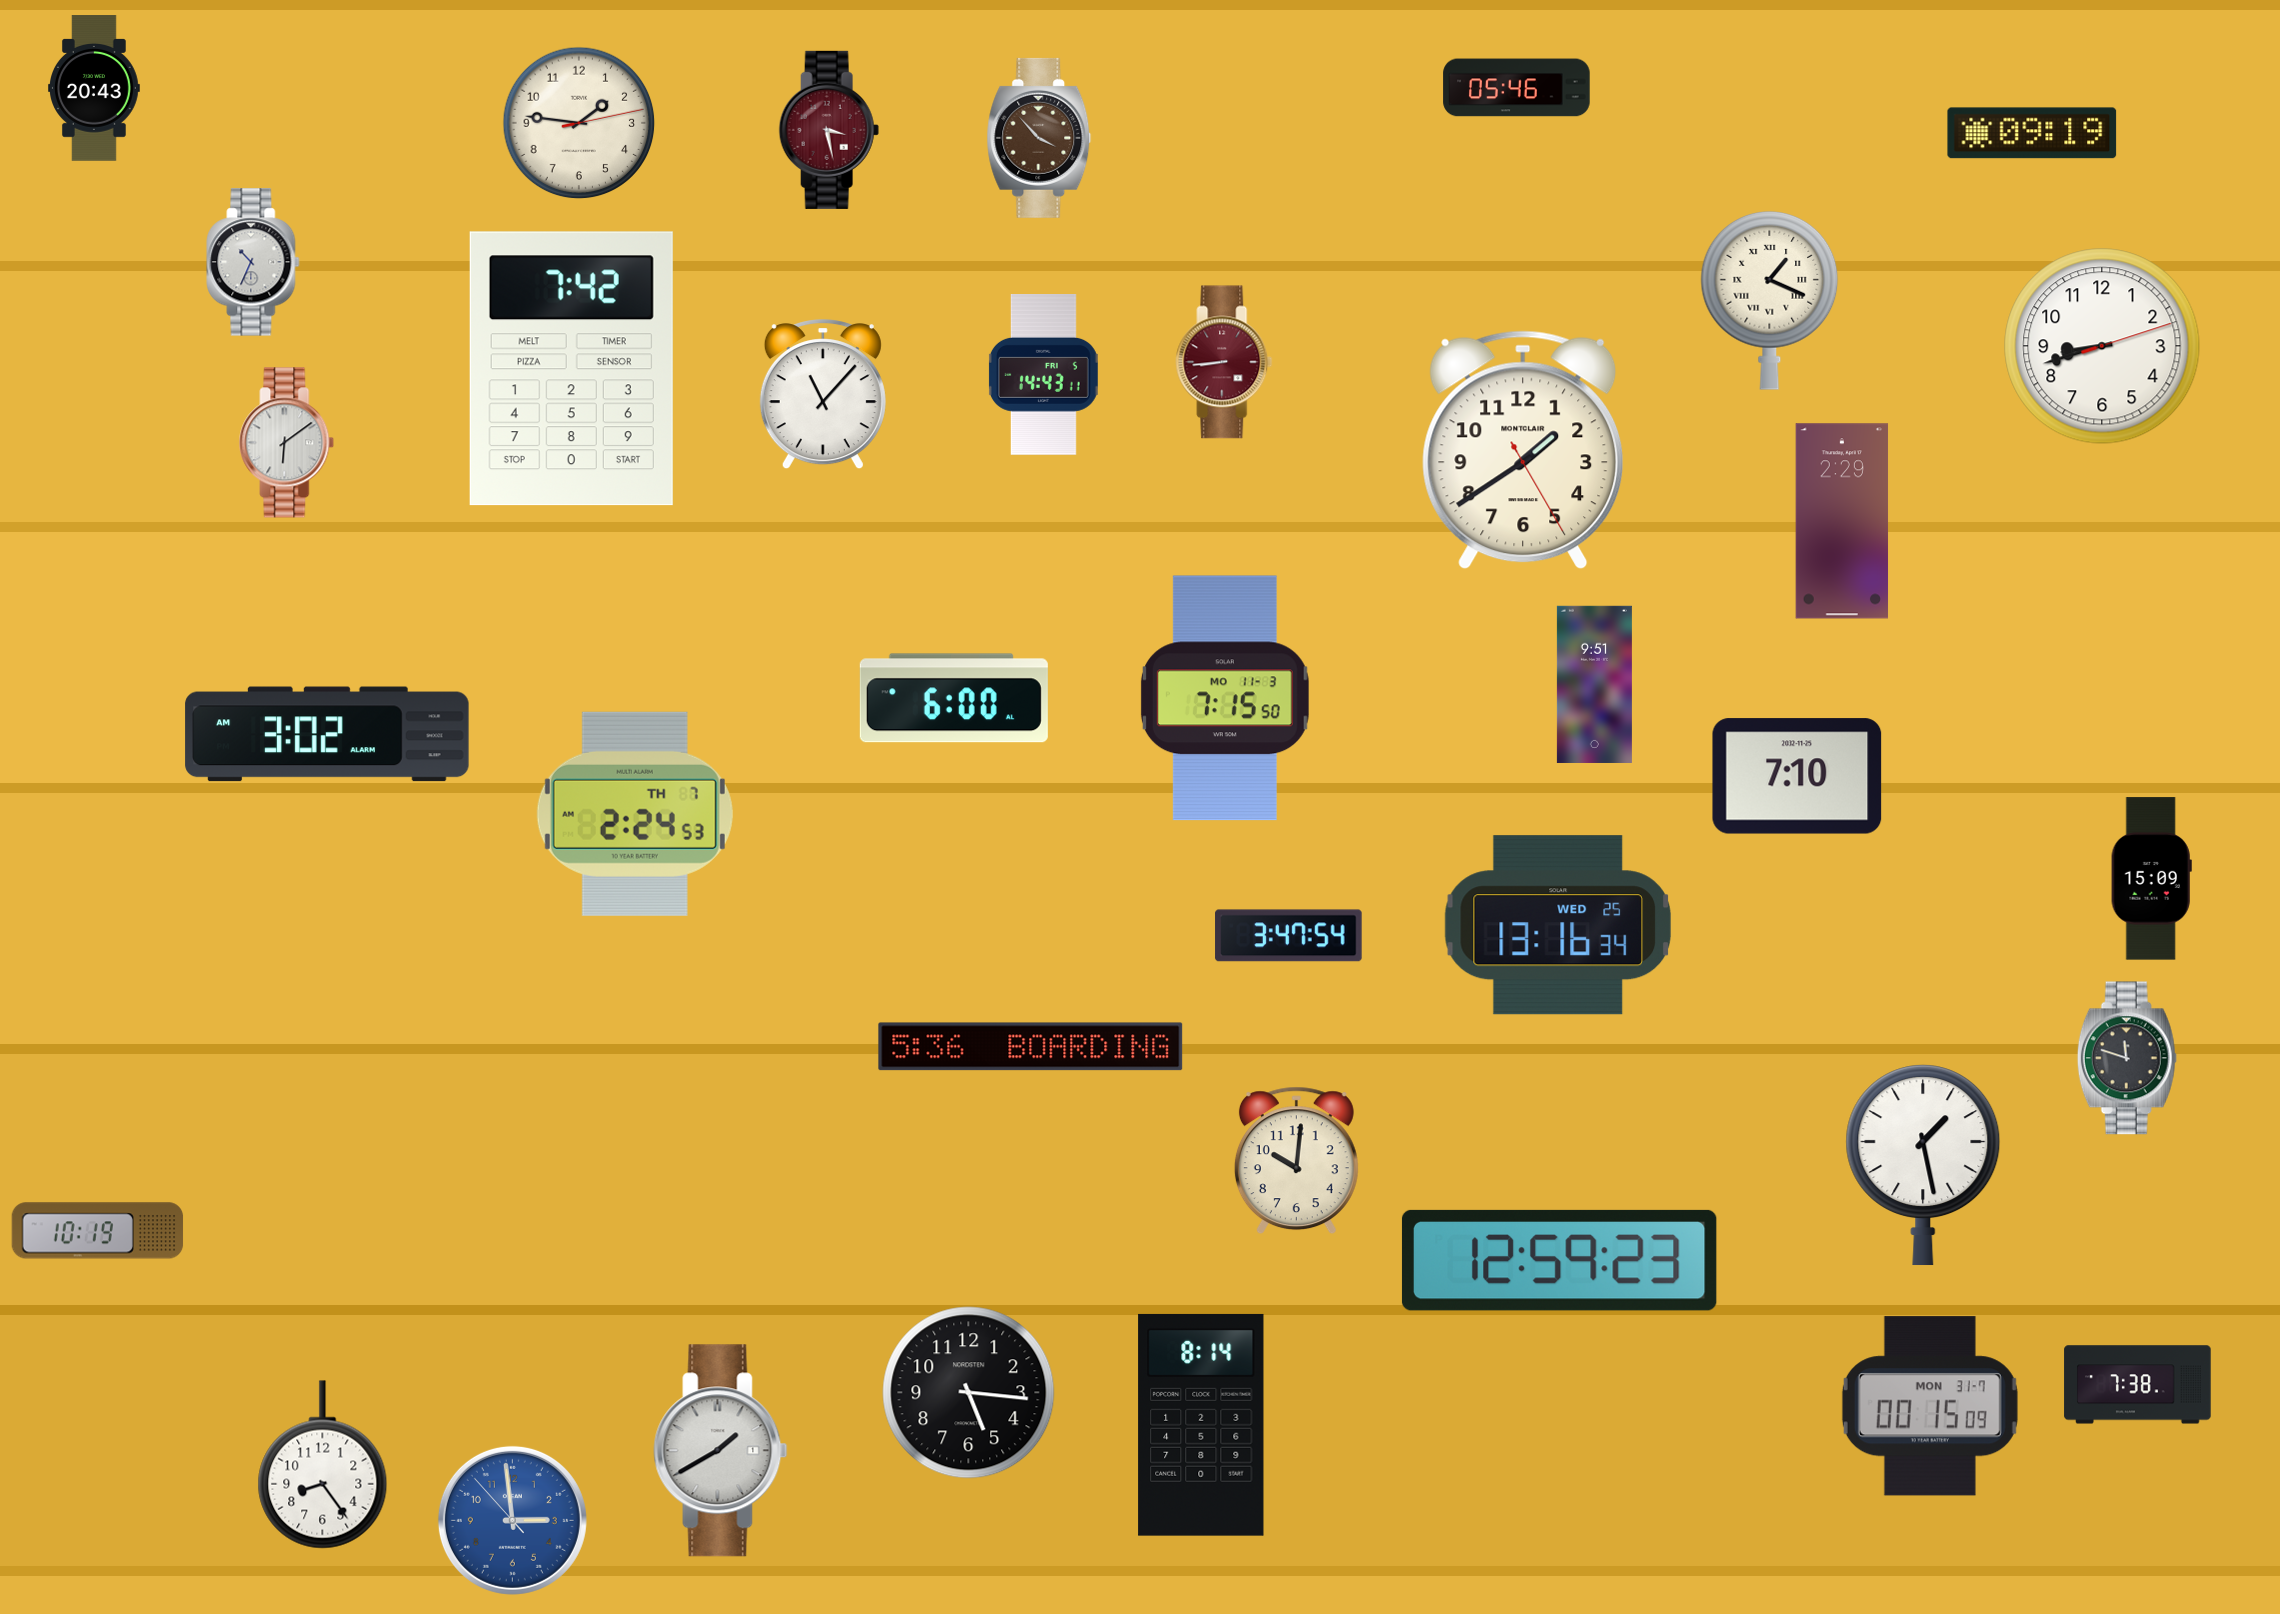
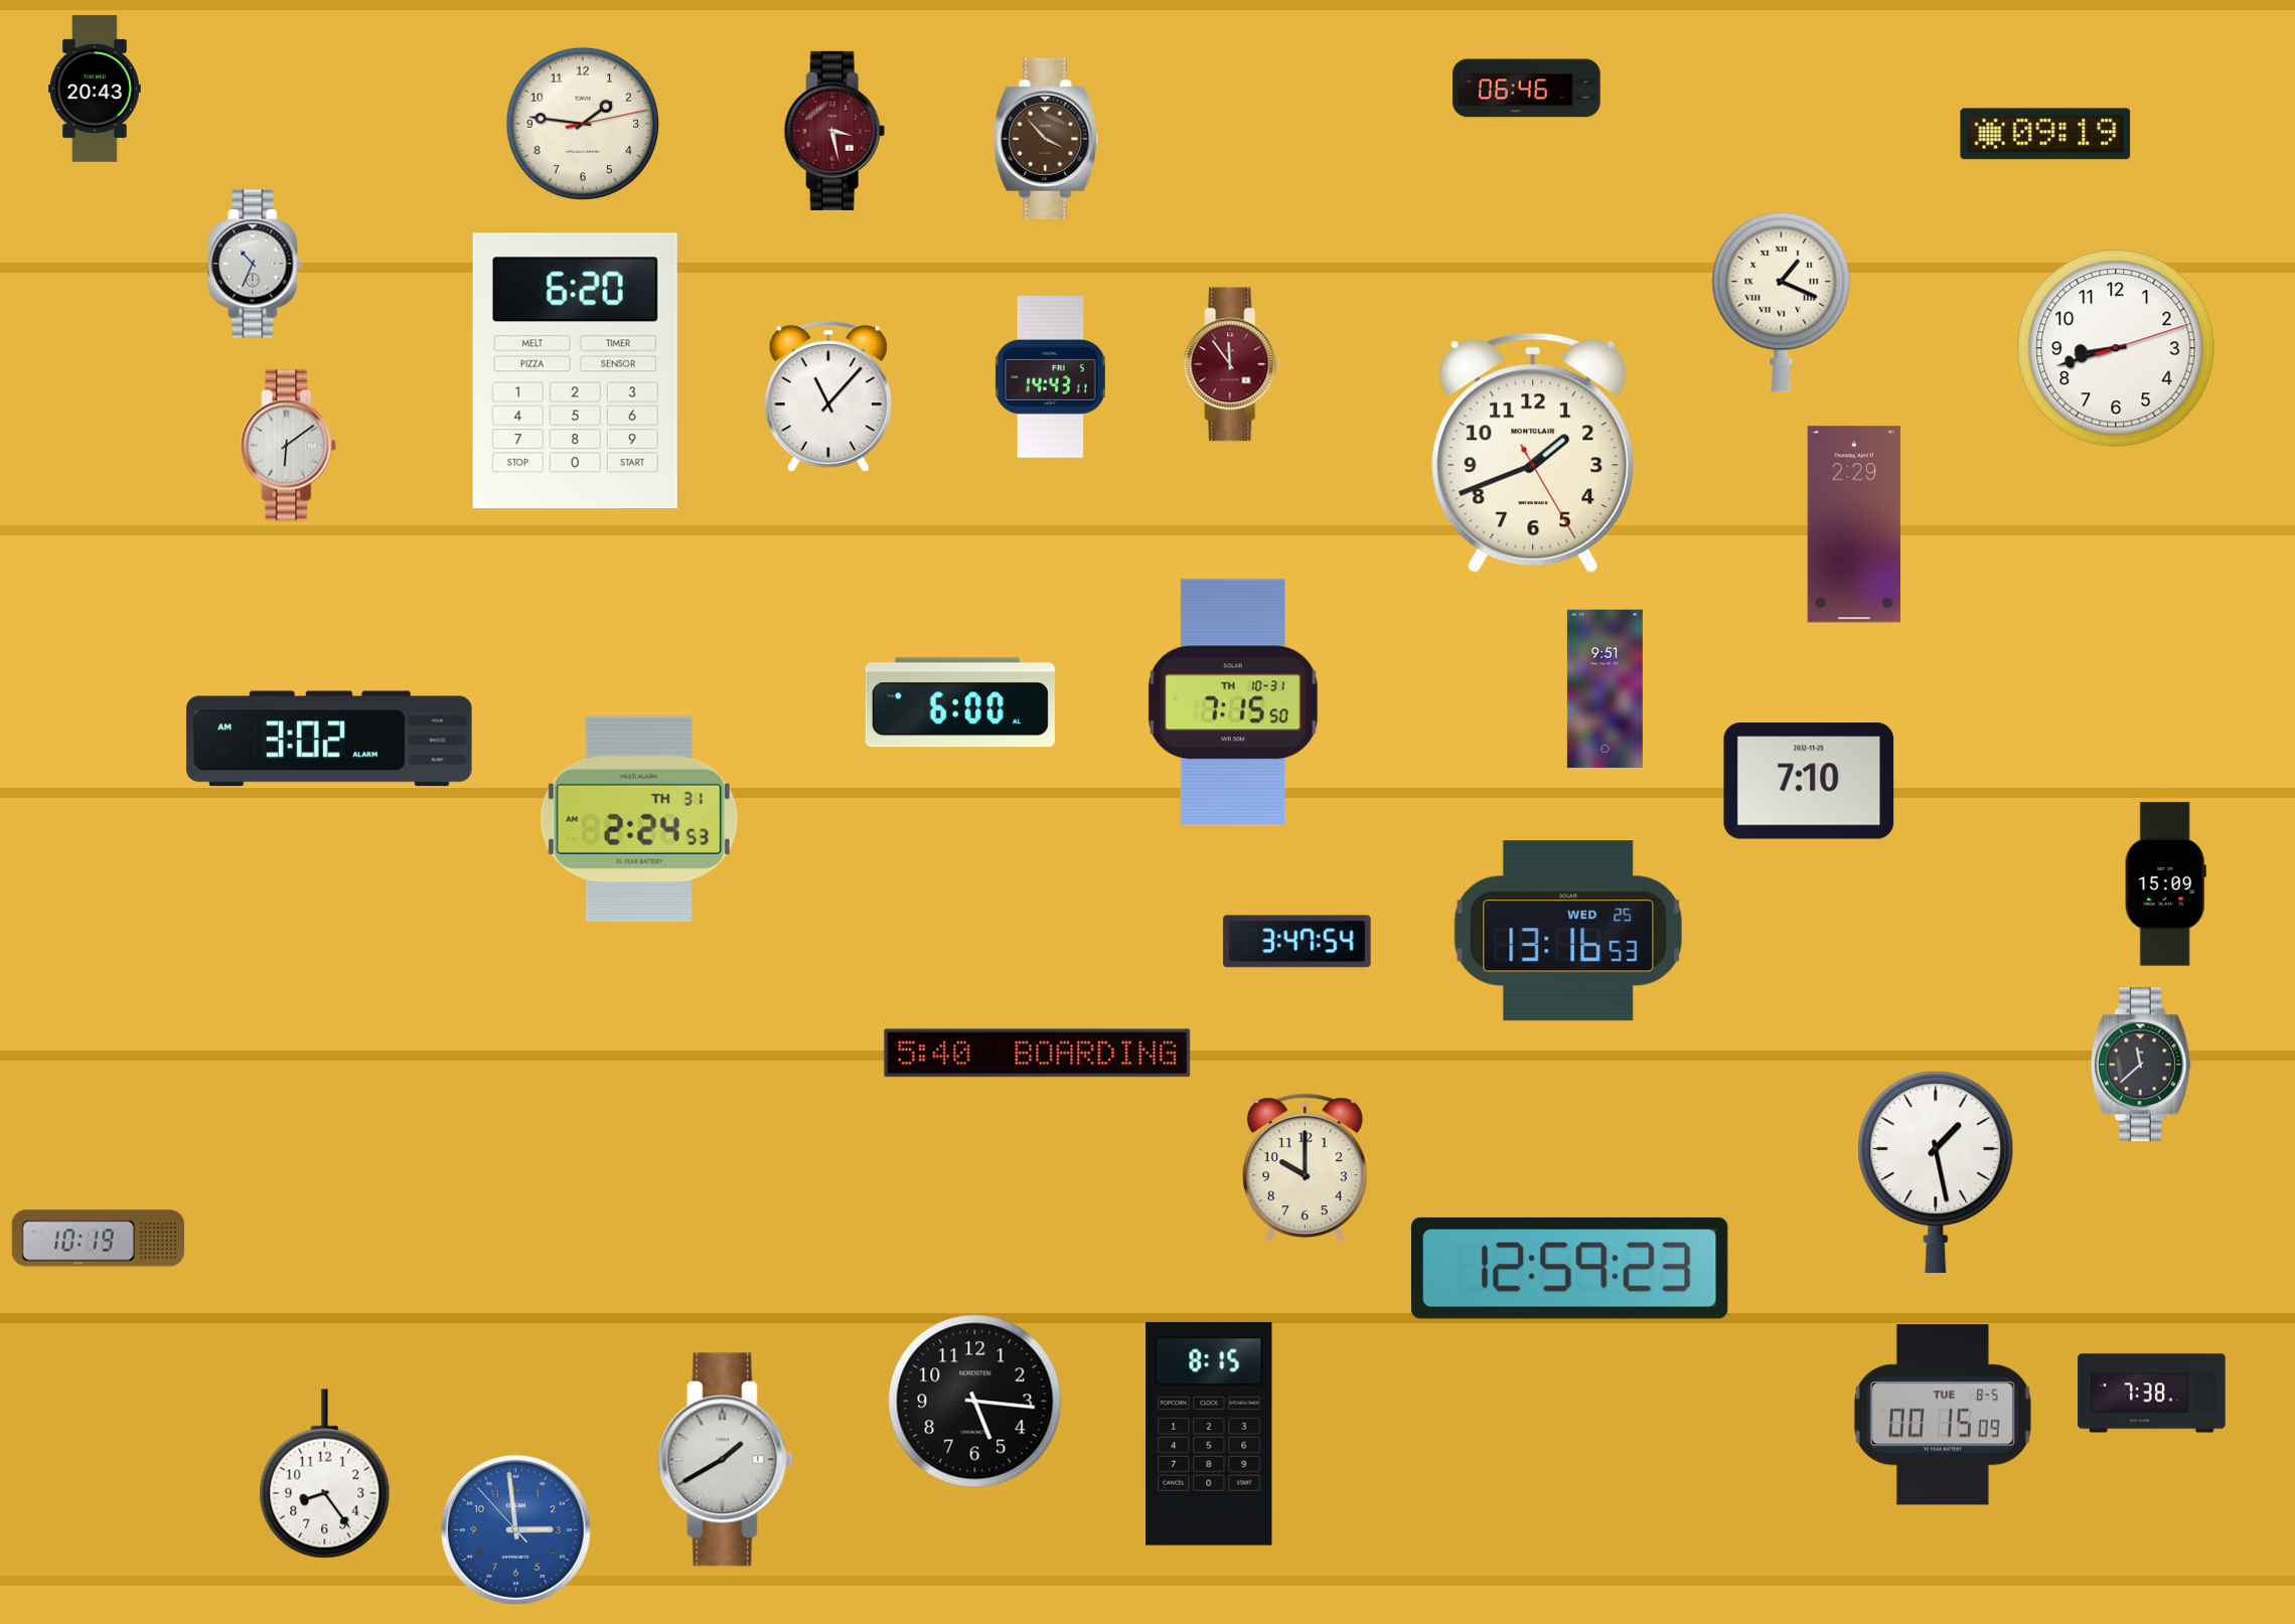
clock at (1517, 88): 05:46 -> 06:46
clock at (1224, 362): 8:44 -> 11:54
clock at (571, 369): 7:42 -> 6:20
clock at (1523, 450): 1:39 -> 1:41
clock at (1225, 698) date: MO 11-3 -> TH 10-31
clock at (635, 814) date: TH 7 -> TH 31
clock at (1558, 925): 13:16:34 -> 13:16:53
clock at (1031, 1047): 5:36 -> 5:40
clock at (2127, 1058): 11:48 -> 11:38
clock at (1296, 1161): 10:01 -> 10:00
clock at (1930, 1406) date: MON 31-7 -> TUE 8-5
clock at (1201, 1425): 8:14 -> 8:15
